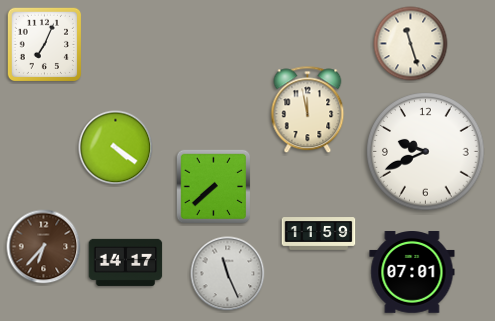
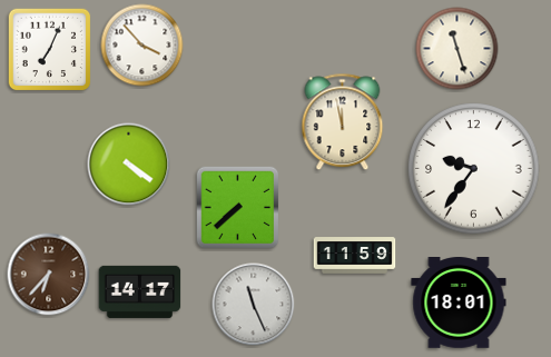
clock at (142, 46): none -> 3:53
clock at (426, 152): 9:41 -> 9:36
clock at (319, 234) position: (319, 234) -> (355, 256)
clock at (412, 273): 07:01 -> 18:01
